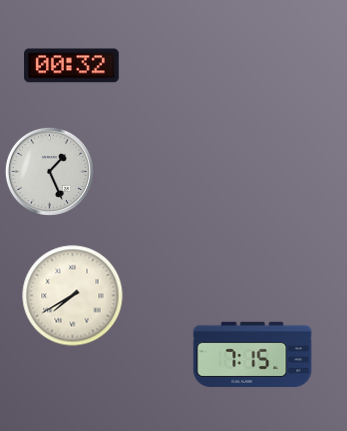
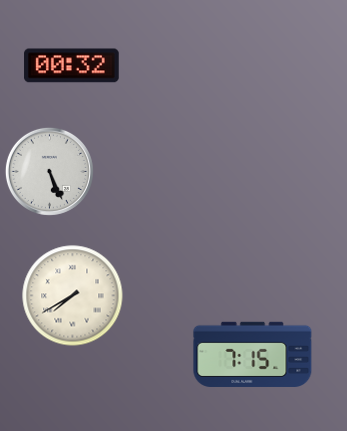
clock at (49, 171): 1:26 -> 5:26
